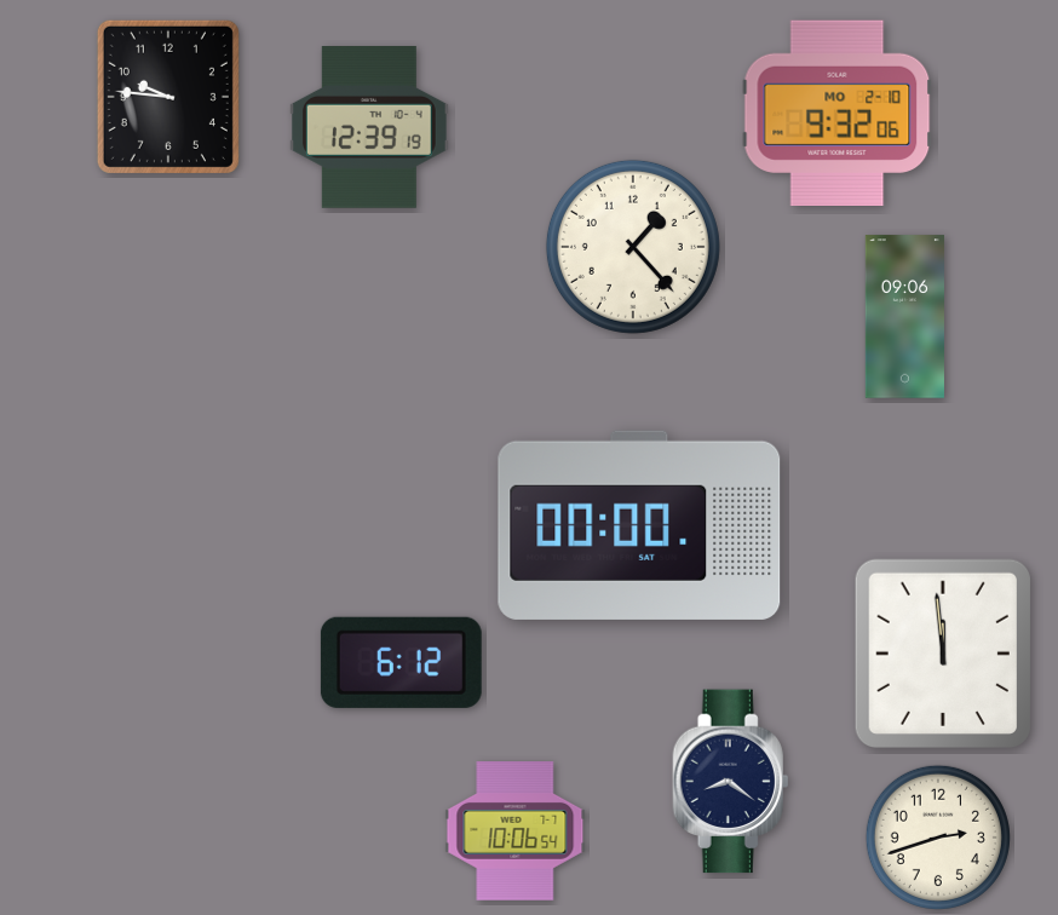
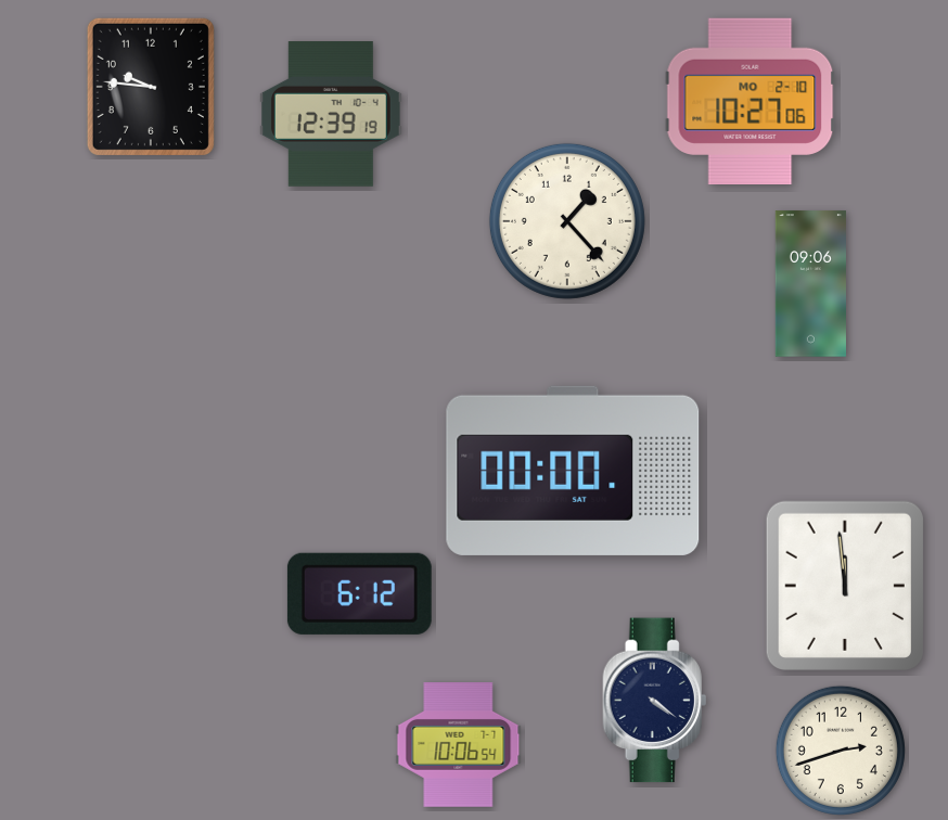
clock at (838, 113): 9:32 -> 10:27
clock at (731, 782): 8:21 -> 4:21
clock at (516, 831) position: (516, 831) -> (459, 745)
